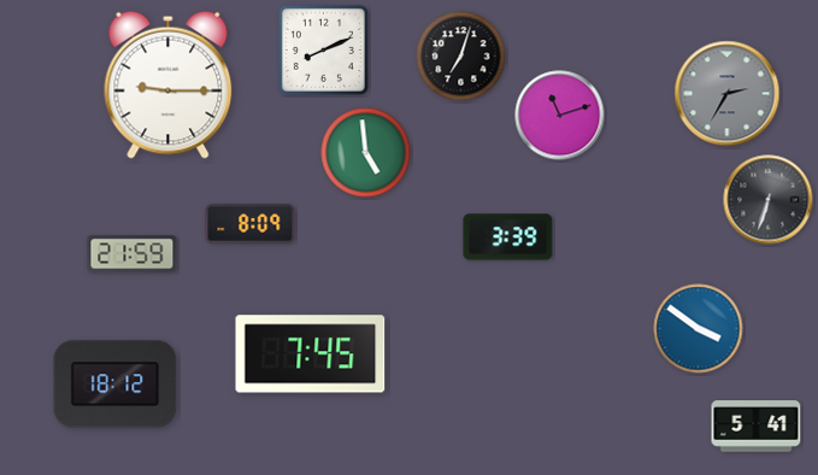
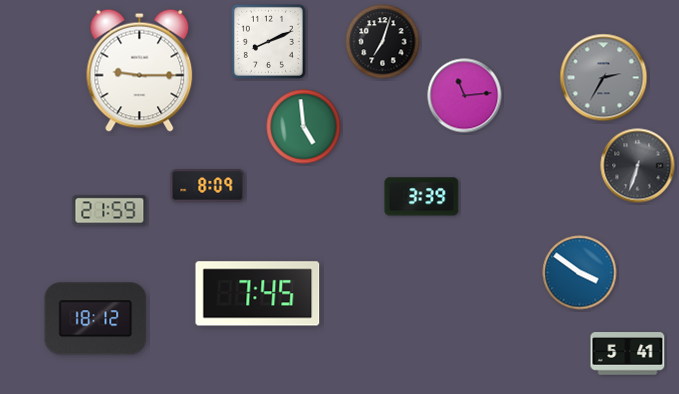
clock at (461, 57) position: (461, 57) -> (383, 42)
clock at (560, 116): 11:12 -> 11:14
